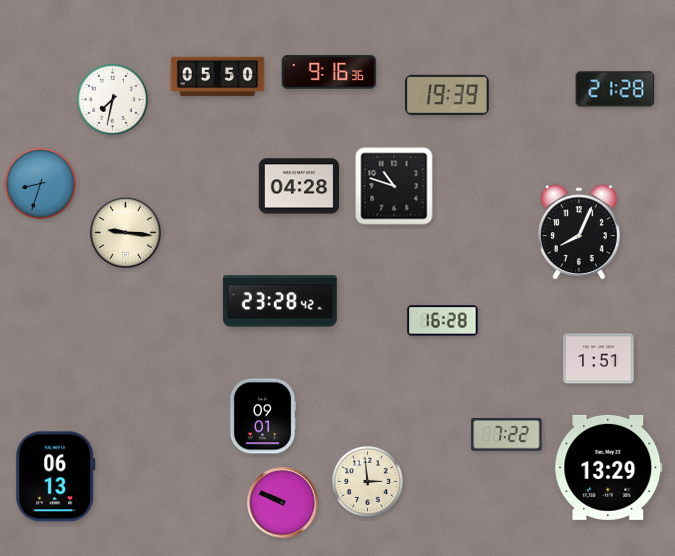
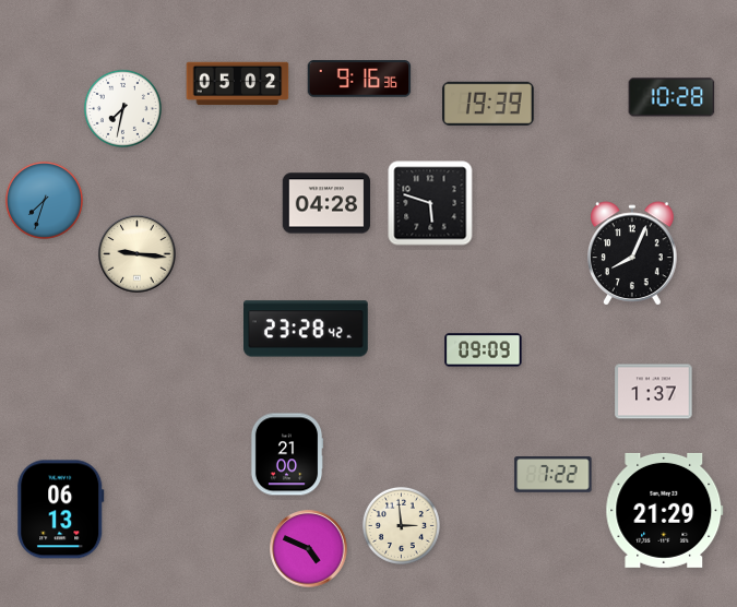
clock at (218, 77): 05:50 -> 05:02
clock at (615, 89): 21:28 -> 10:28
clock at (40, 183): 8:33 -> 7:33
clock at (394, 186): 10:48 -> 5:48
clock at (443, 321): 16:28 -> 09:09
clock at (599, 359): 1:51 -> 1:37
clock at (263, 416): 09:01 -> 21:00
clock at (609, 467): 13:29 -> 21:29
clock at (56, 477) position: (56, 477) -> (61, 510)
clock at (283, 503): 9:49 -> 4:49
